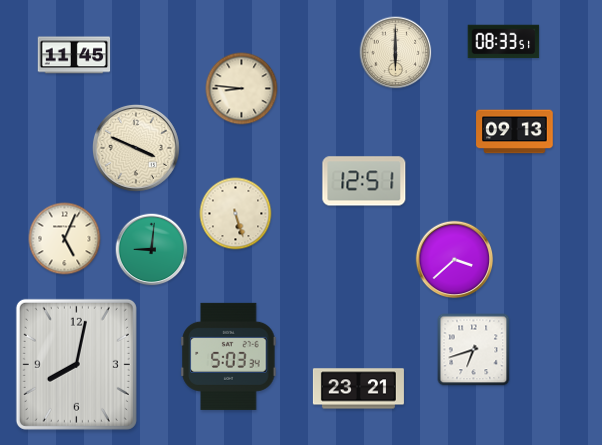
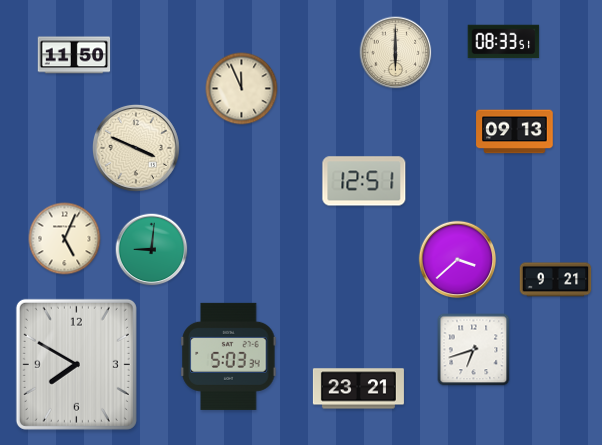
clock at (74, 55): 11:45 -> 11:50
clock at (242, 89): 8:46 -> 11:56
clock at (236, 214): 5:27 -> none
clock at (455, 260) position: (455, 260) -> (458, 260)
clock at (556, 280): none -> 9:21
clock at (76, 364): 8:02 -> 7:50
